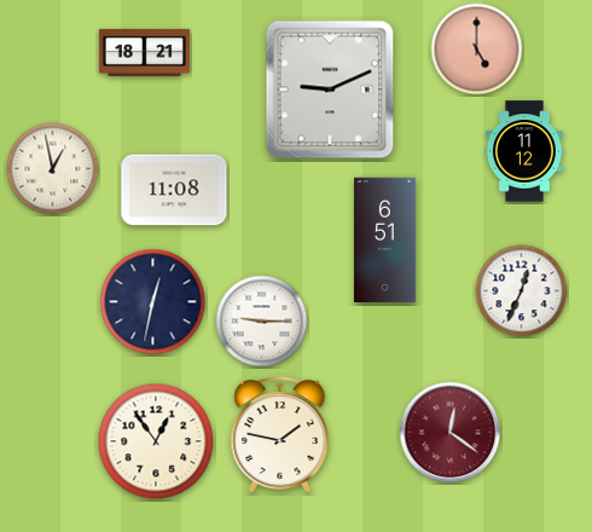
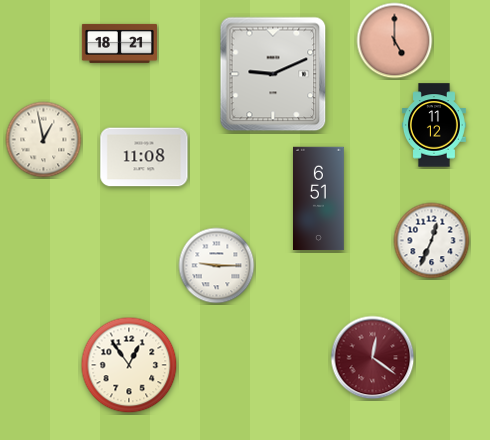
clock at (153, 302): 12:32 -> none
clock at (280, 435): 1:47 -> none
